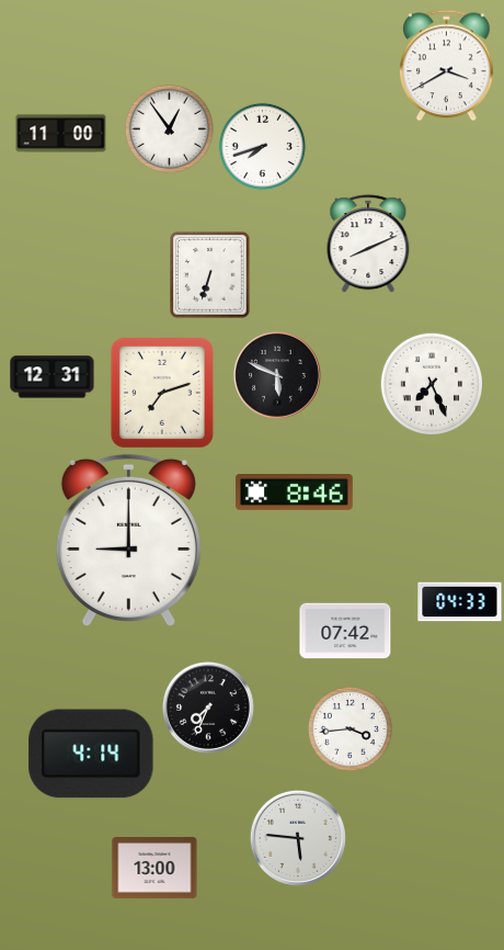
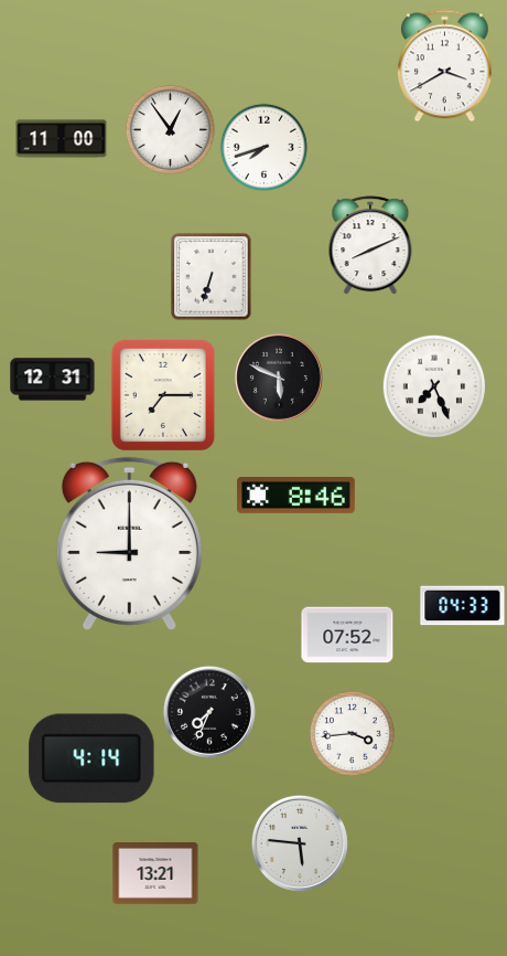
clock at (447, 66) position: (447, 66) -> (445, 66)
clock at (61, 134) position: (61, 134) -> (62, 139)
clock at (162, 393): 7:12 -> 7:15
clock at (345, 631): 07:42 -> 07:52
clock at (154, 869): 13:00 -> 13:21
